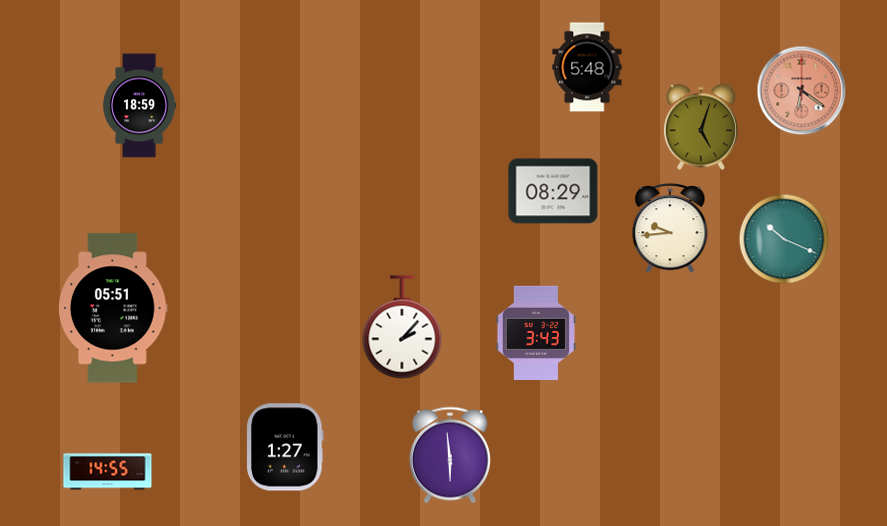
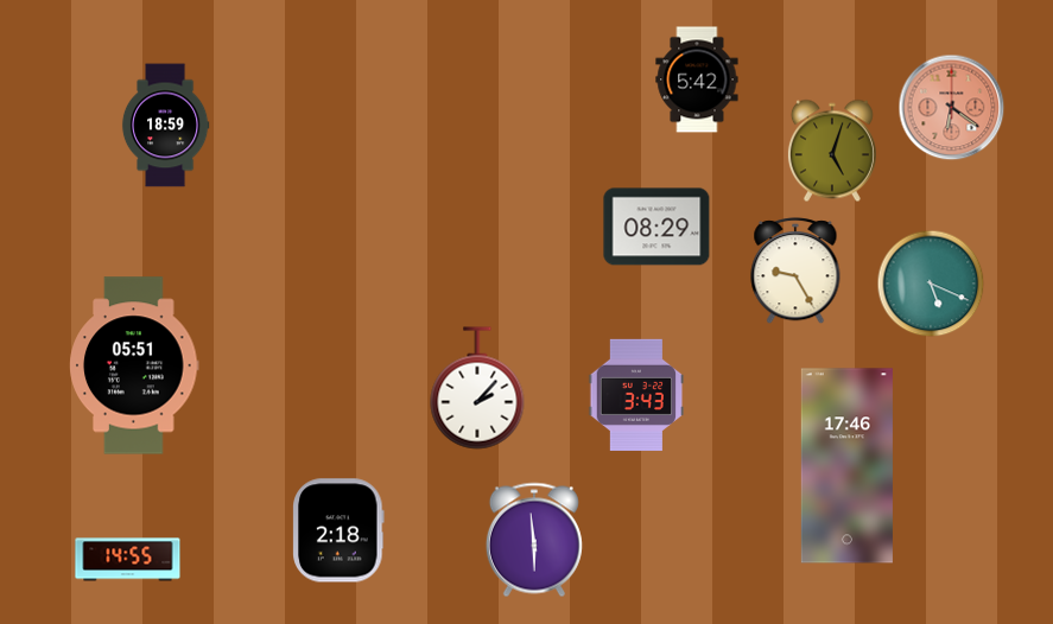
clock at (587, 67): 5:48 -> 5:42
clock at (670, 229): 9:44 -> 9:25
clock at (784, 239): 10:19 -> 5:19
clock at (846, 466): none -> 17:46
clock at (285, 447): 1:27 -> 2:18
